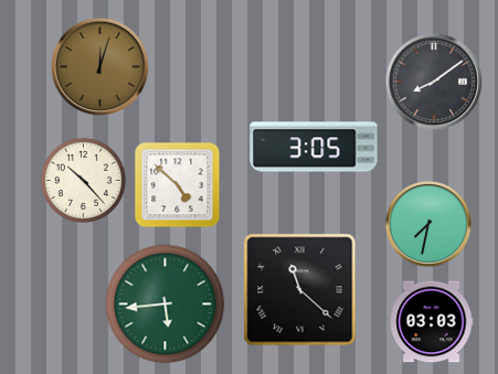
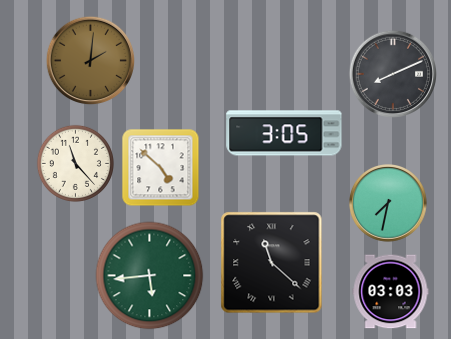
clock at (99, 66): 12:03 -> 2:01
clock at (433, 81): 8:09 -> 8:11
clock at (83, 180): 10:23 -> 11:23
